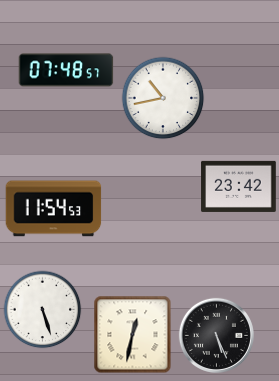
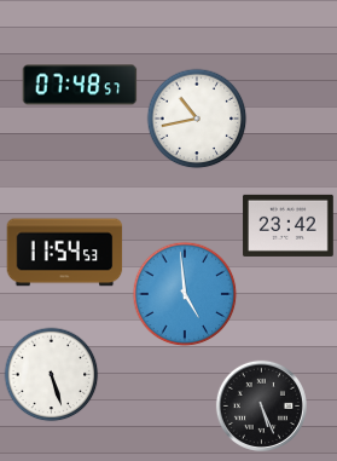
clock at (185, 294): none -> 4:59
clock at (133, 335): 12:32 -> none
